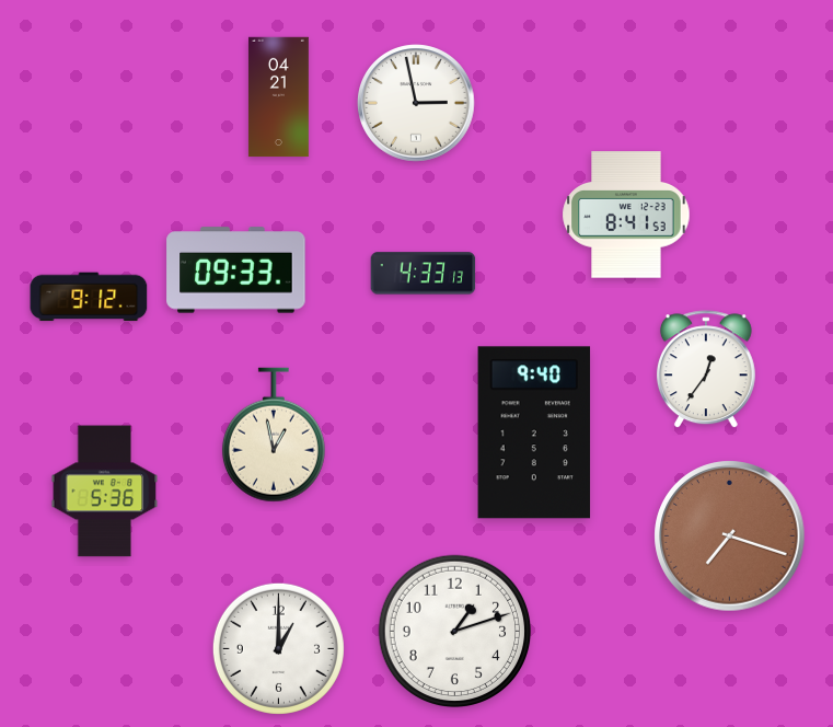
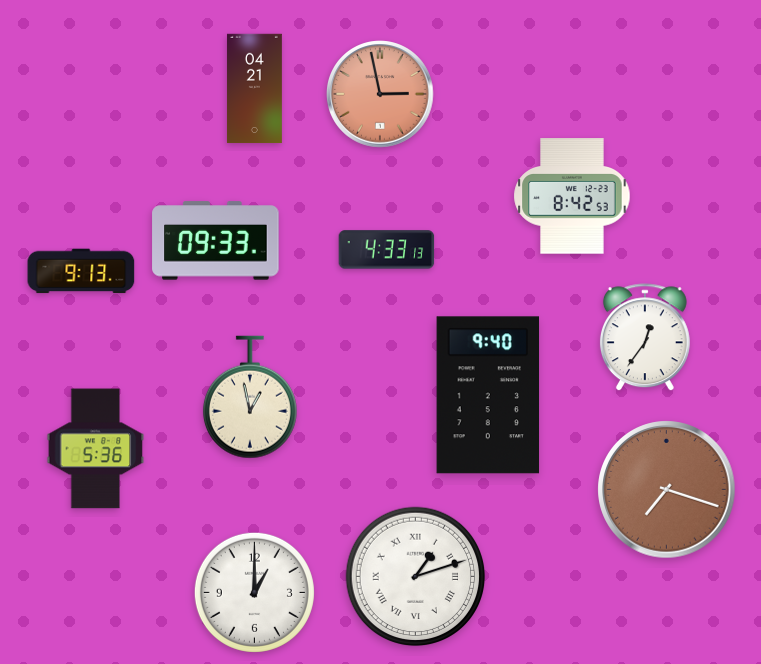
clock at (416, 103) dial: white -> salmon
clock at (626, 215): 8:41 -> 8:42
clock at (236, 270) position: (236, 270) -> (216, 241)
clock at (89, 297): 9:12 -> 9:13
clock at (455, 632) numerals: Arabic -> Roman
